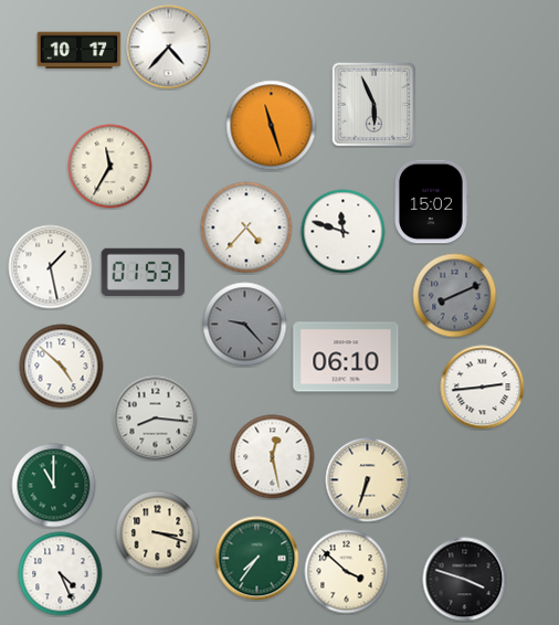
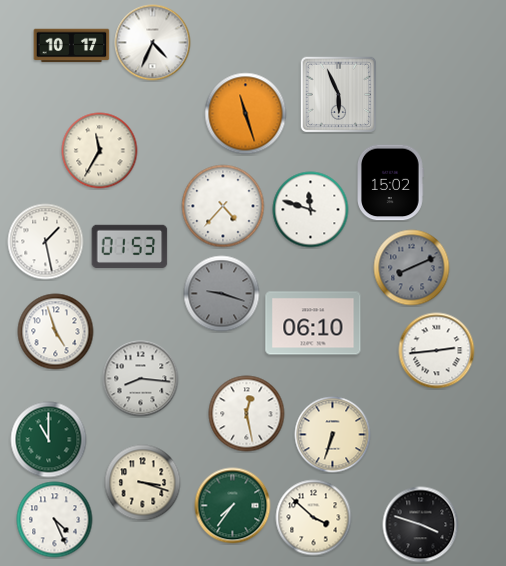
clock at (169, 47): 4:37 -> 4:34
clock at (245, 325): 9:23 -> 9:18
clock at (62, 367): 4:52 -> 4:57
